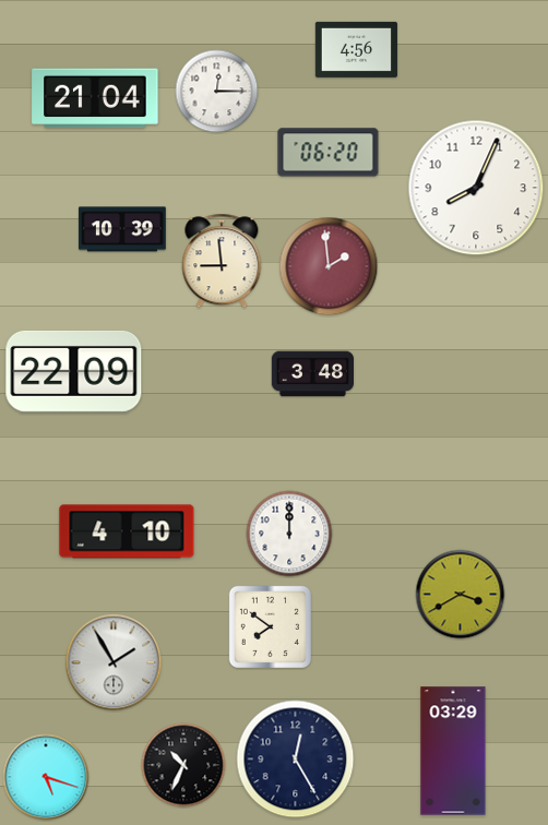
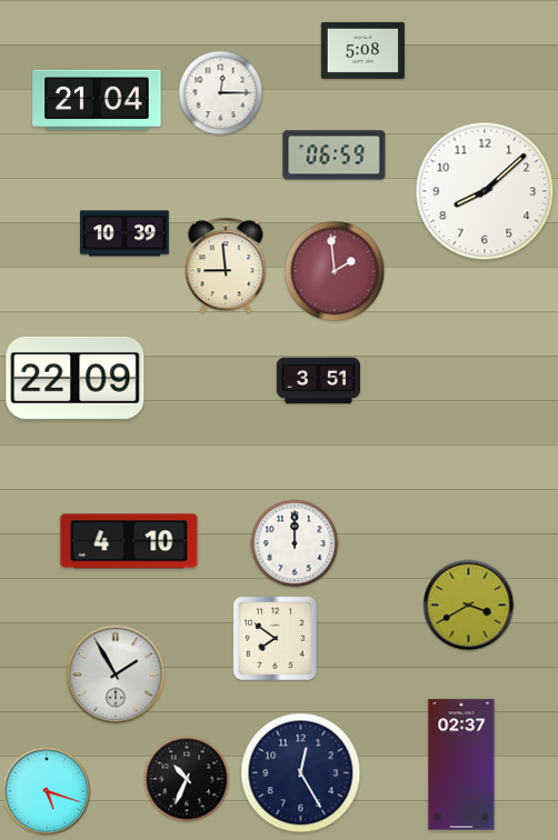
clock at (356, 49): 4:56 -> 5:08
clock at (329, 153): 06:20 -> 06:59
clock at (476, 188): 8:04 -> 8:08
clock at (312, 374): 3:48 -> 3:51
clock at (453, 751): 03:29 -> 02:37
